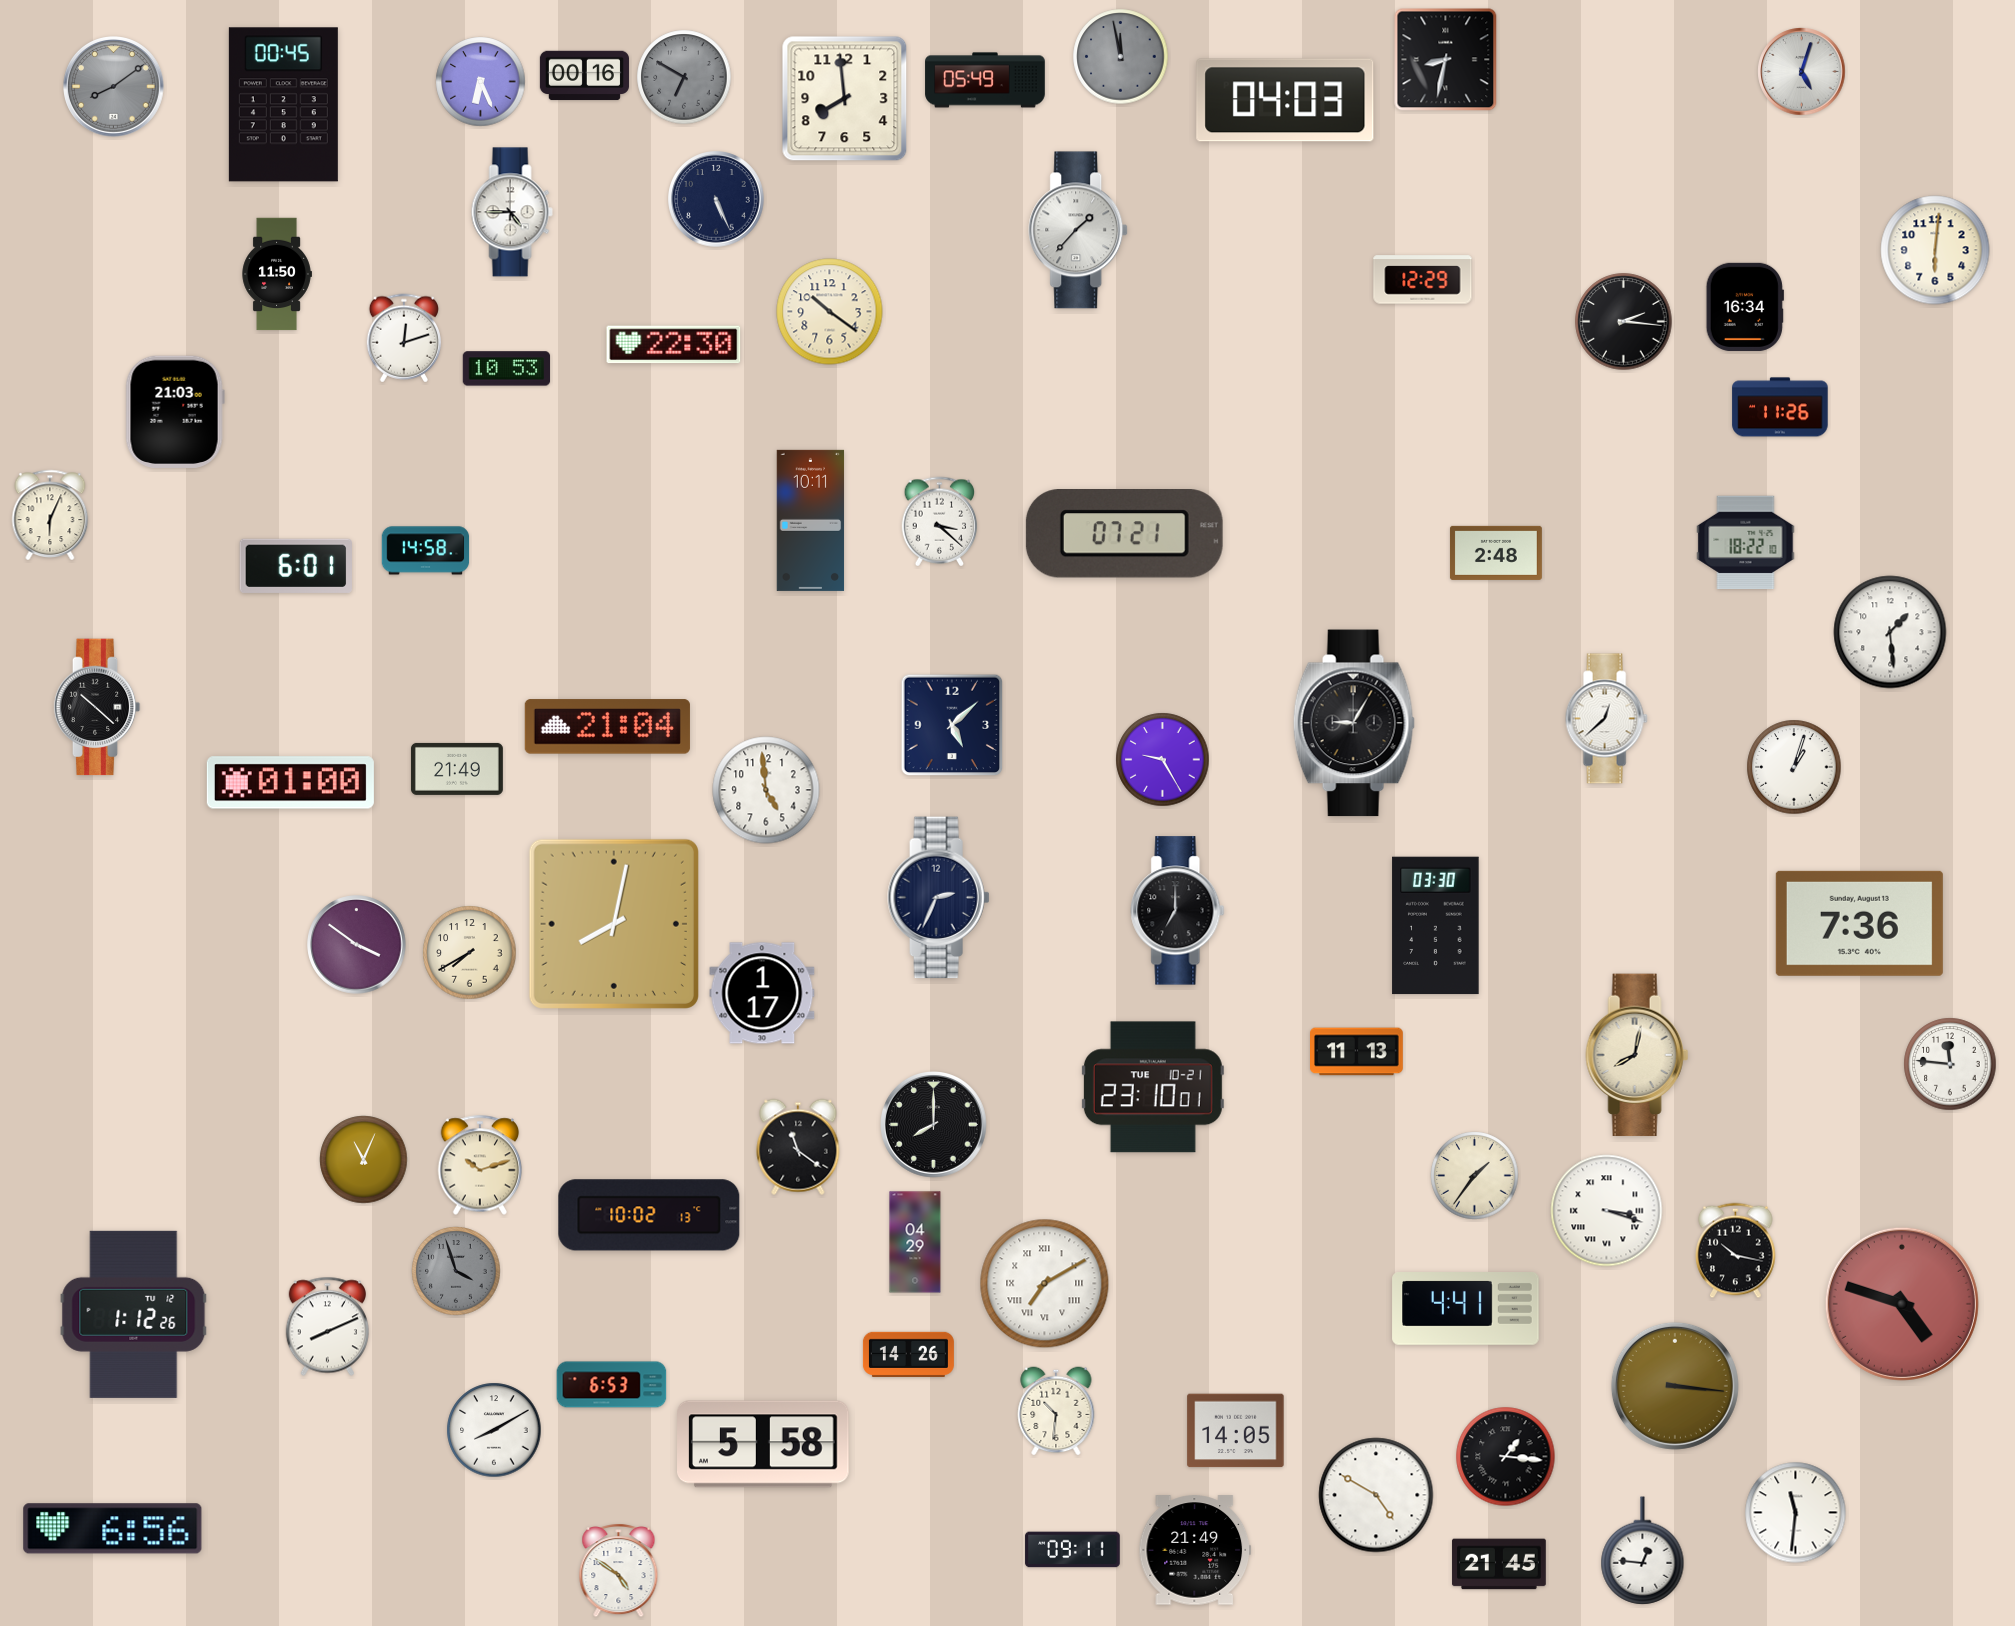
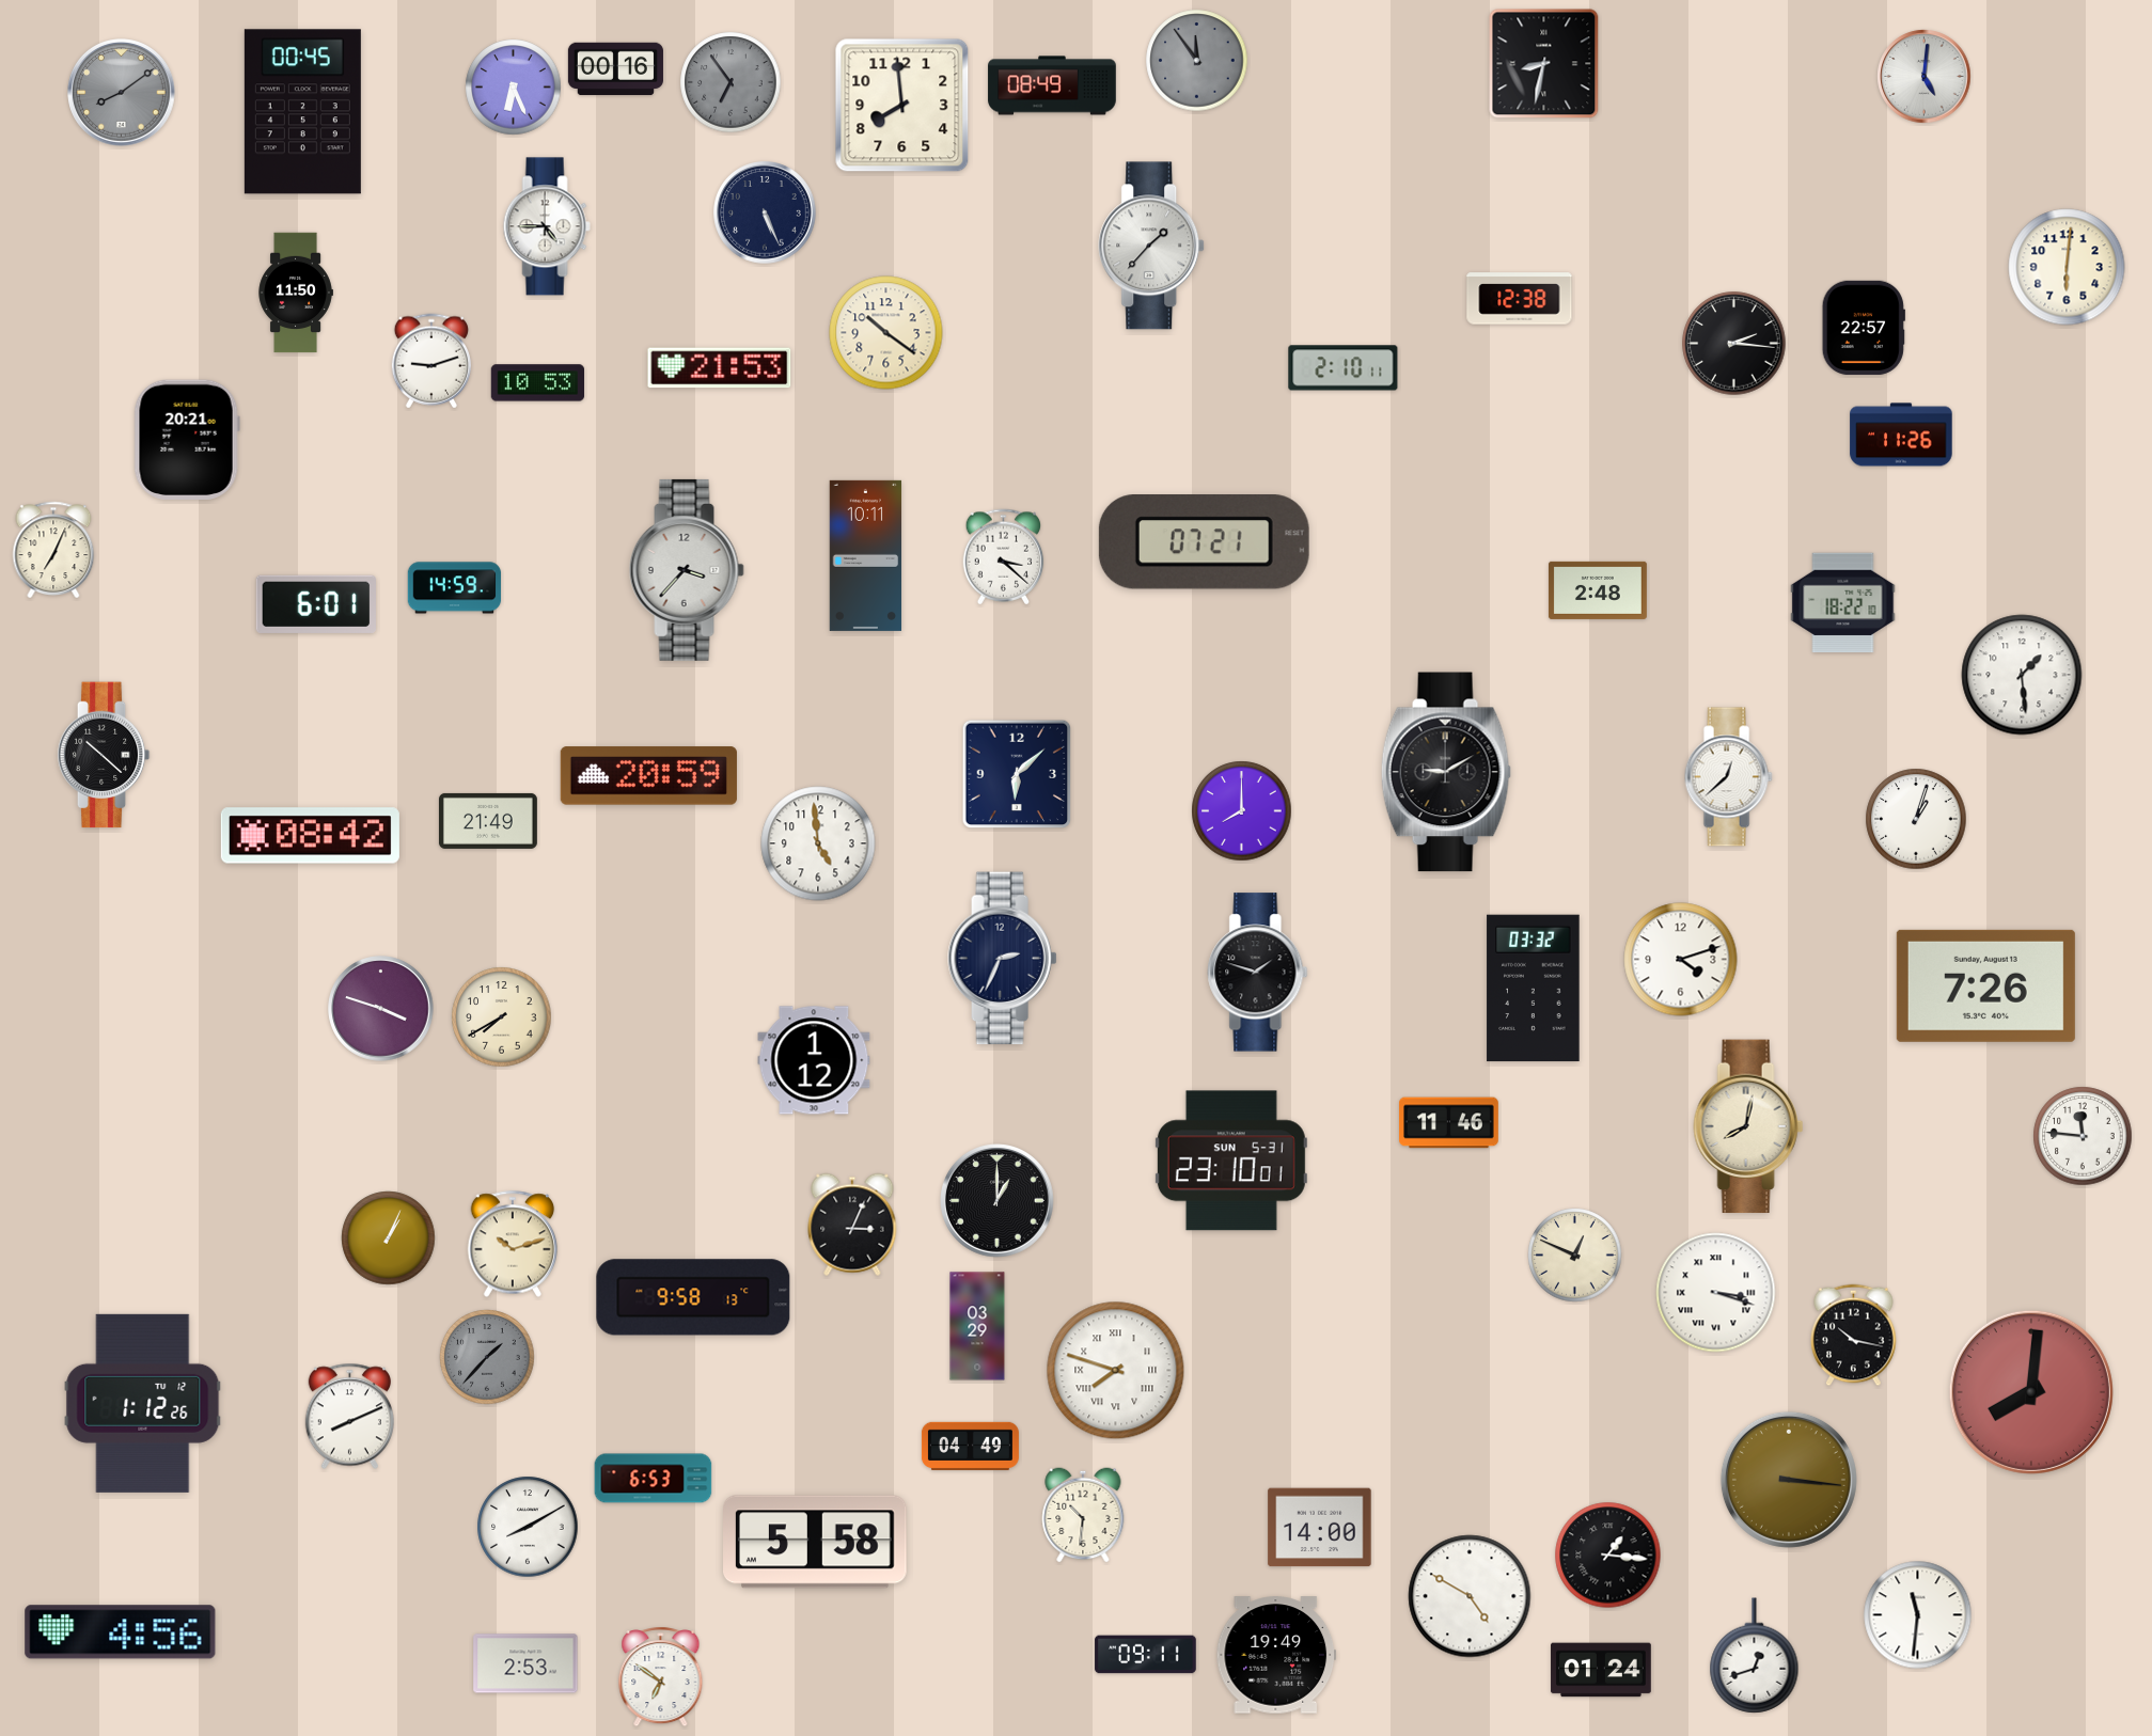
clock at (1121, 57): 11:58 -> 11:54
clock at (1802, 72): 5:03 -> 5:01
clock at (584, 76) position: (584, 76) -> (615, 69)
clock at (684, 77): 6:50 -> 6:54
clock at (985, 80): 05:49 -> 08:49
clock at (1285, 100): 04:03 -> none
clock at (1423, 280): 12:29 -> 12:38
clock at (1745, 307): 16:34 -> 22:57
clock at (403, 338): 12:12 -> 9:12
clock at (674, 345): 22:30 -> 21:53
clock at (1344, 368): none -> 2:10
clock at (507, 369) position: (507, 369) -> (538, 383)
clock at (175, 412): 21:03 -> 20:21
clock at (50, 514): 6:04 -> 7:04
clock at (687, 570): none -> 3:37
clock at (1124, 534) position: (1124, 534) -> (1204, 542)
clock at (1746, 543) position: (1746, 543) -> (1843, 603)
clock at (426, 551): 14:58 -> 14:59
clock at (1890, 632) position: (1890, 632) -> (2022, 675)
clock at (1606, 719) position: (1606, 719) -> (1728, 777)
clock at (1354, 723): 9:05 -> 9:10
clock at (952, 725): 5:08 -> 6:08
clock at (607, 727): 21:04 -> 20:59
clock at (1163, 760): 9:25 -> 8:00
clock at (290, 783): 01:00 -> 08:42
clock at (1681, 960): none -> 4:12
clock at (1178, 911): 7:00 -> 1:48
clock at (1859, 923): 7:36 -> 7:26
clock at (614, 924): 8:02 -> none
clock at (1436, 926): 03:30 -> 03:32
clock at (357, 945): 3:51 -> 3:48
clock at (762, 993): 1:17 -> 1:12
clock at (1357, 1052): 11:13 -> 11:46
clock at (1153, 1087) date: TUE 10-21 -> SUN 5-31
clock at (934, 1125): 8:00 -> 1:00
clock at (798, 1147): 11:21 -> 3:04
clock at (364, 1160): 11:04 -> 1:04
clock at (1475, 1176): 1:36 -> 12:49
clock at (649, 1215): 10:02 -> 9:58
clock at (915, 1242): 04:29 -> 03:29
clock at (456, 1271): 3:57 -> 1:37
clock at (1045, 1284): 7:10 -> 7:48
clock at (1902, 1304): 4:48 -> 8:01
clock at (1466, 1309): 4:41 -> none
clock at (908, 1354): 14:26 -> 04:49
clock at (1056, 1411) position: (1056, 1411) -> (1083, 1515)
clock at (1236, 1431): 14:05 -> 14:00
clock at (113, 1529): 6:56 -> 4:56
clock at (1195, 1550): 21:49 -> 19:49
clock at (1643, 1551): 12:46 -> 12:42
clock at (525, 1663): none -> 2:53
clock at (1499, 1564): 21:45 -> 01:24
clock at (619, 1571): 4:51 -> 6:51
